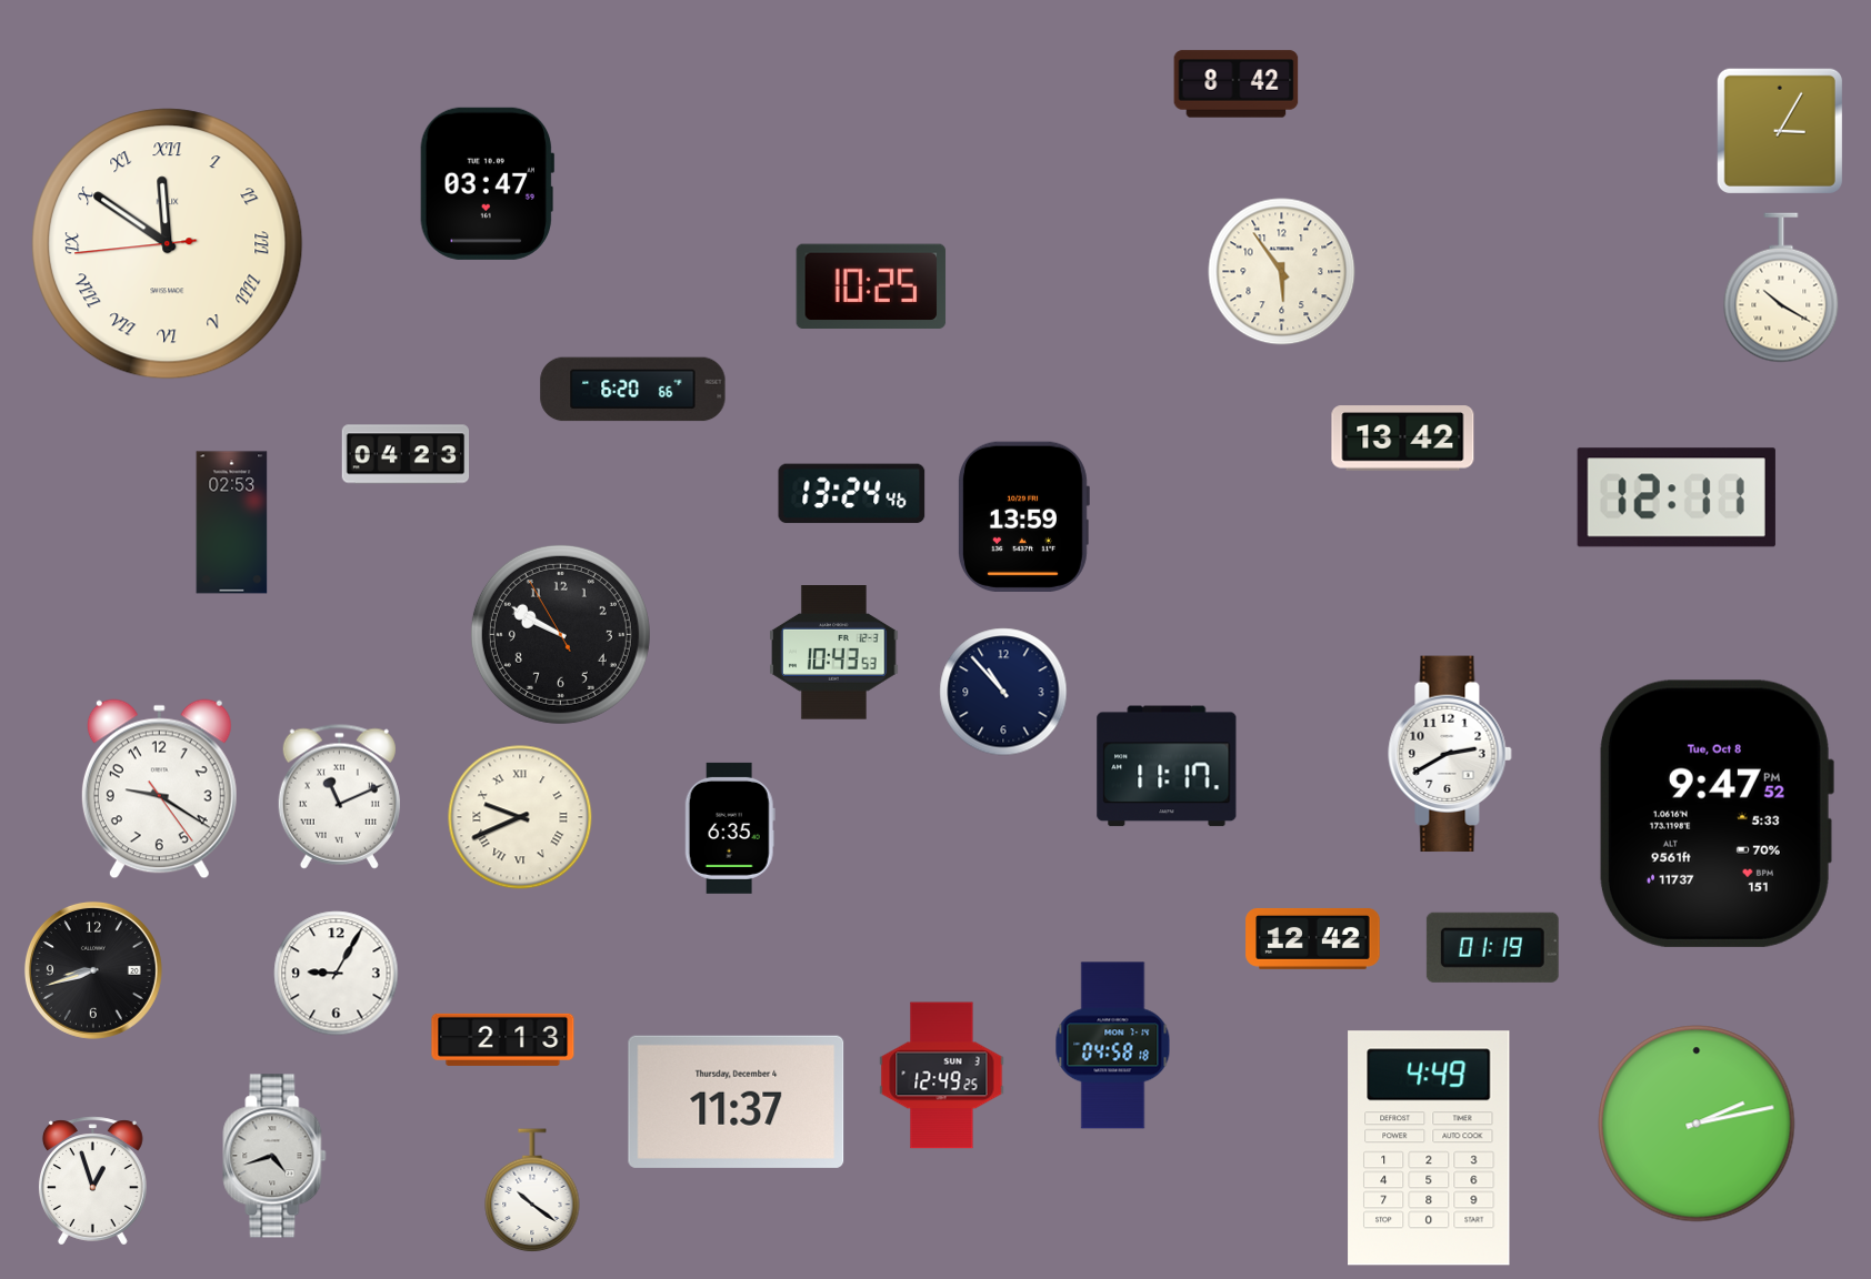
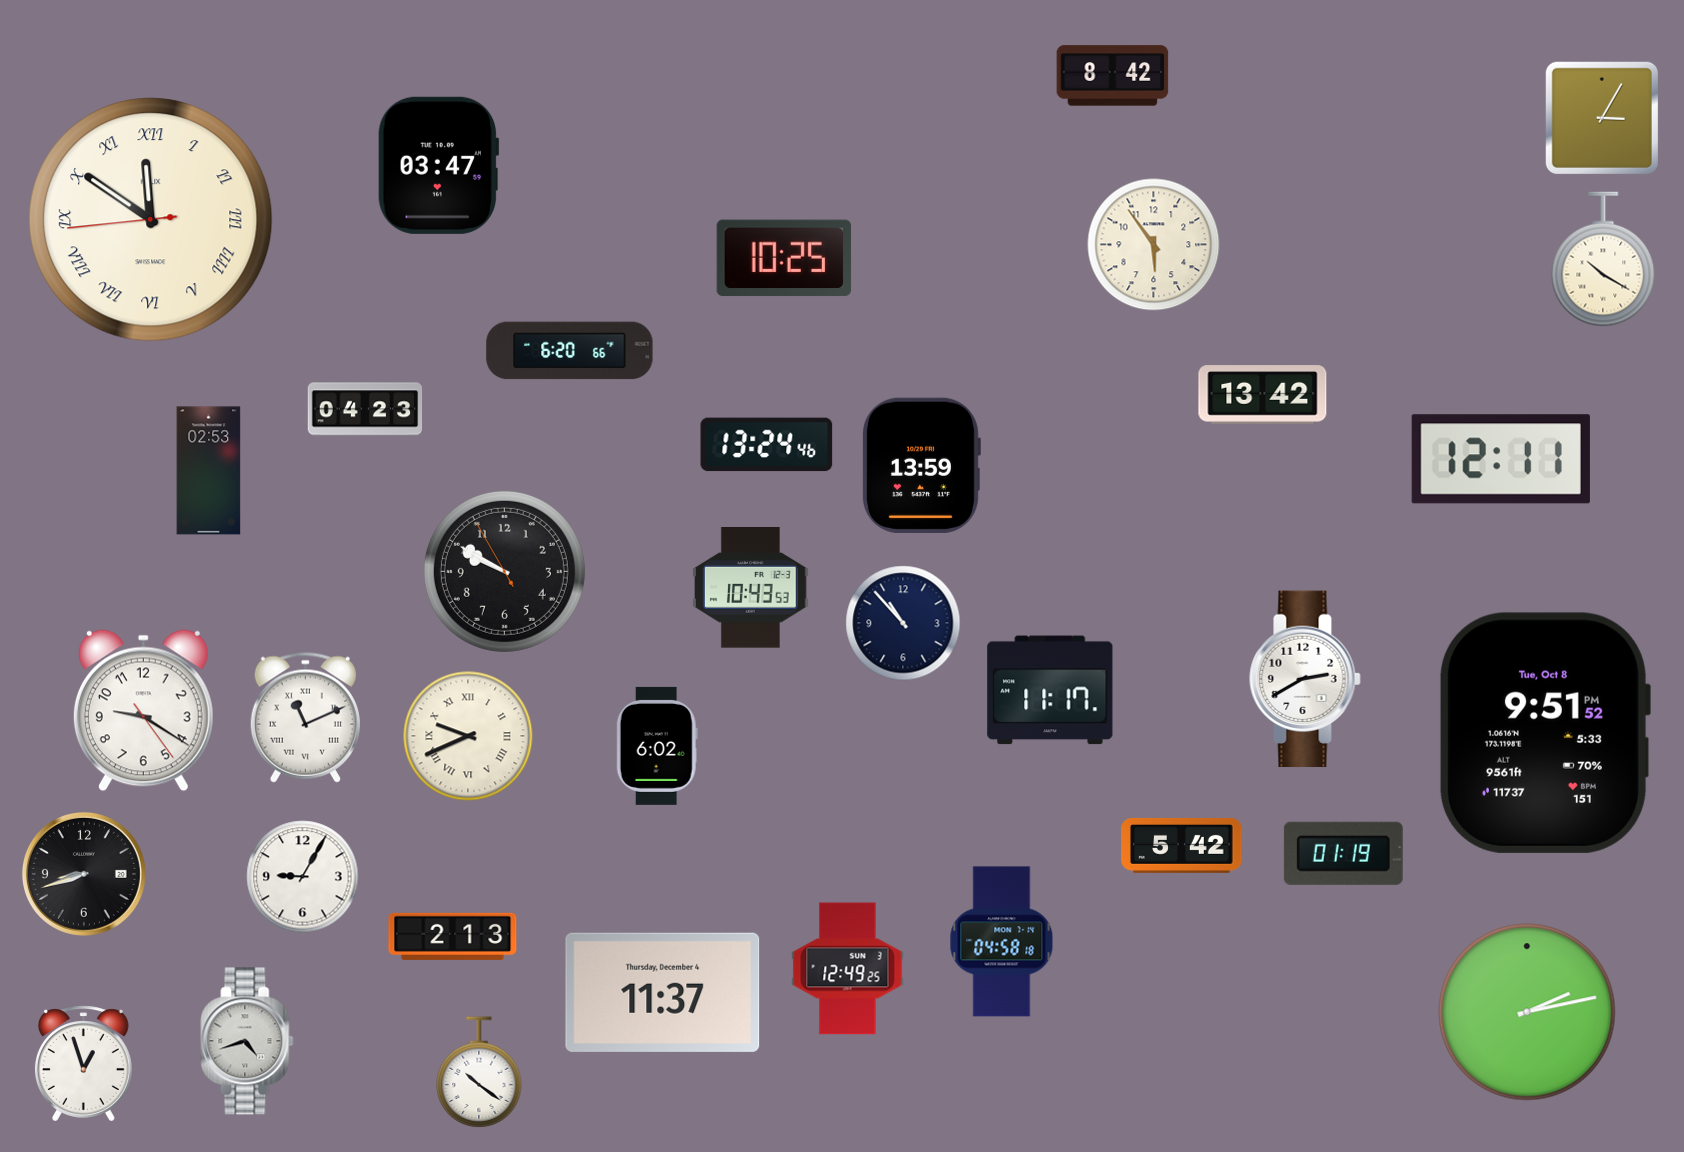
clock at (1677, 497) position: (1677, 497) -> (1501, 459)
clock at (1715, 814): 9:47 -> 9:51
clock at (730, 828): 6:35 -> 6:02
clock at (1313, 938): 12:42 -> 5:42
clock at (1429, 1148): 4:49 -> none
